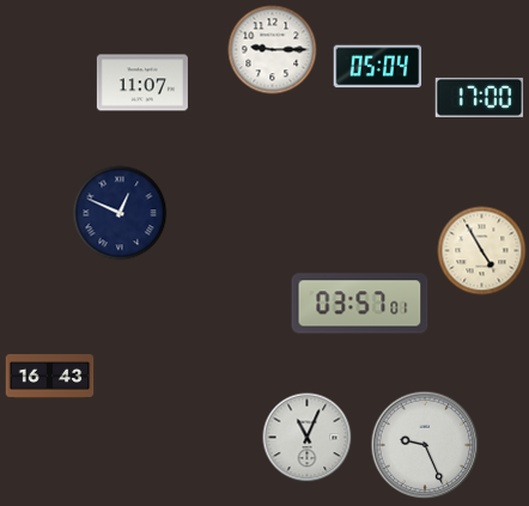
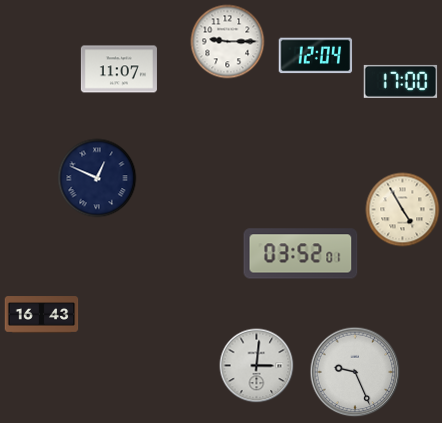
clock at (378, 67): 05:04 -> 12:04
clock at (120, 213) position: (120, 213) -> (97, 178)
clock at (360, 304): 03:57 -> 03:52
clock at (308, 438): 11:04 -> 3:01
